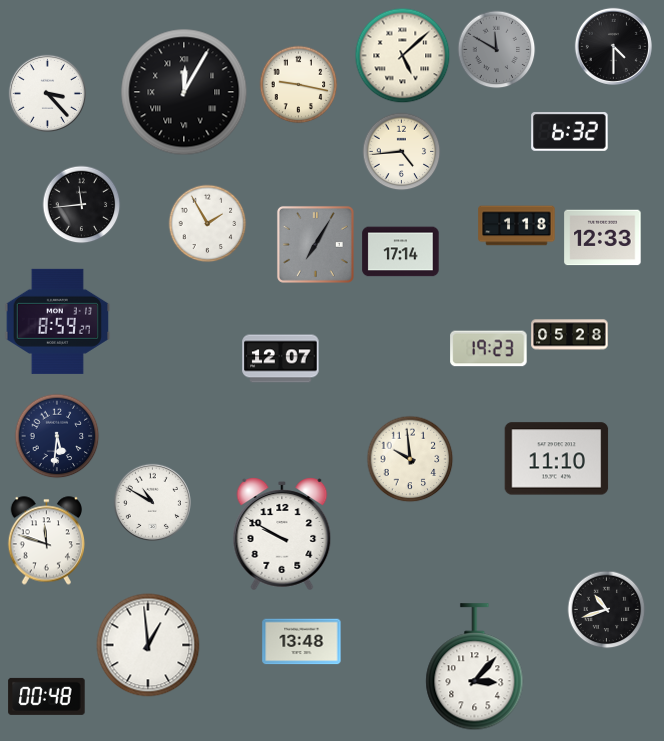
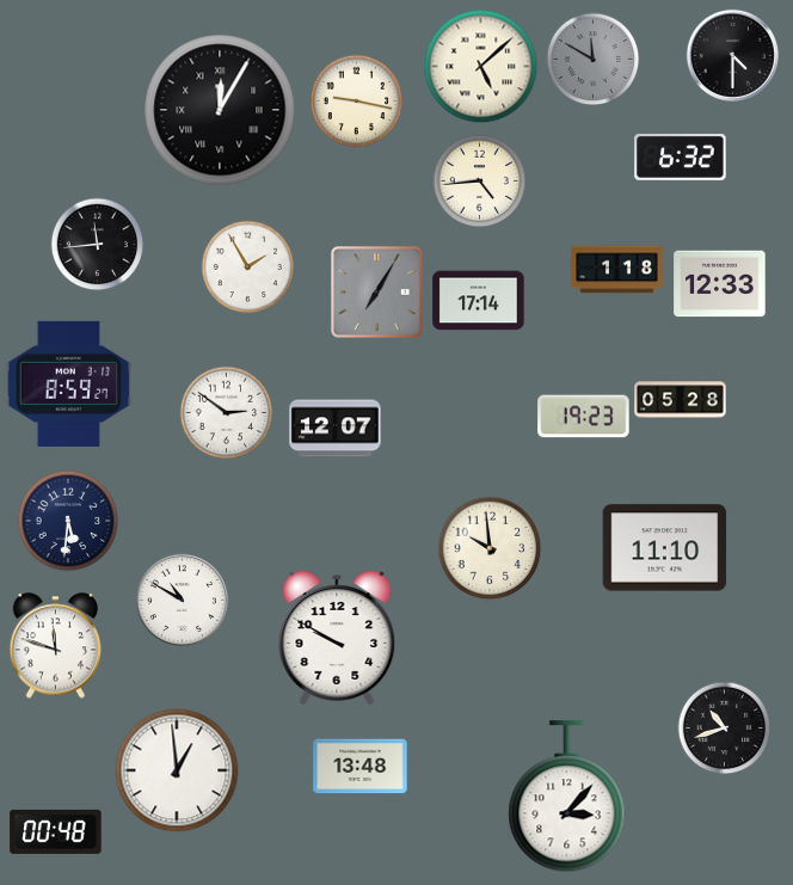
clock at (47, 93): 3:23 -> none
clock at (226, 412): none -> 2:51
